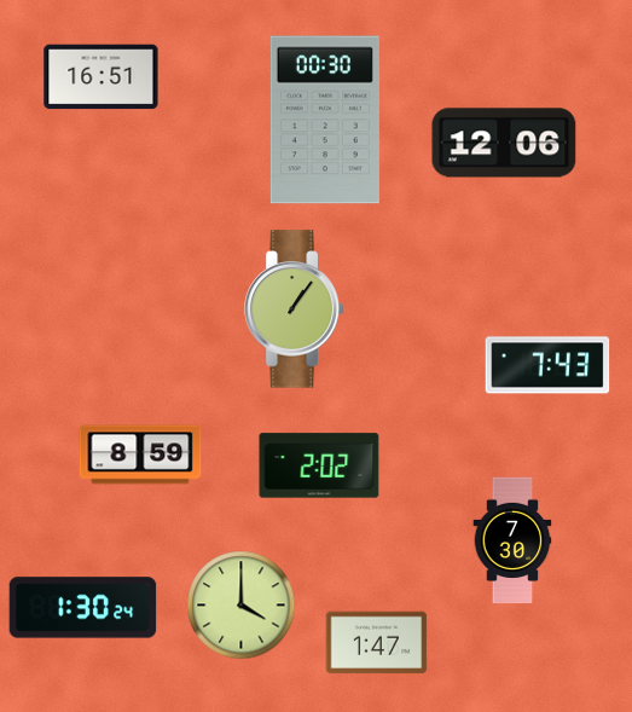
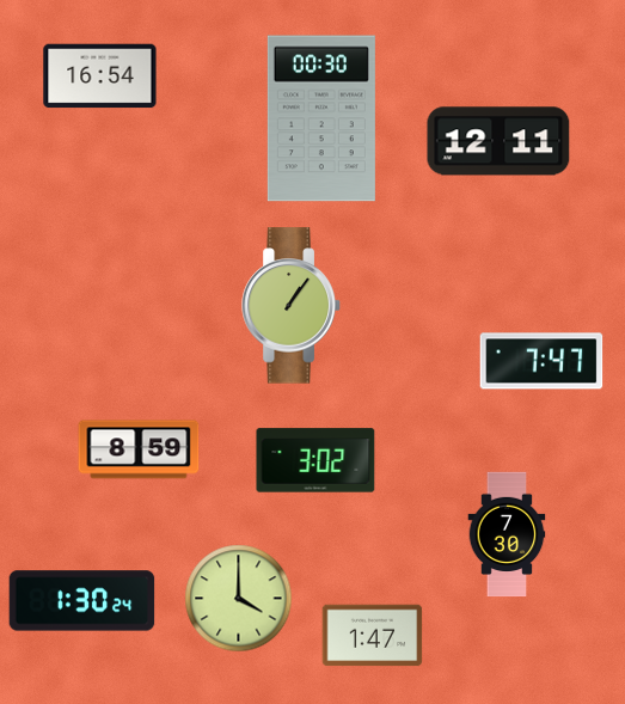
clock at (102, 77): 16:51 -> 16:54
clock at (504, 143): 12:06 -> 12:11
clock at (547, 365): 7:43 -> 7:47
clock at (319, 465): 2:02 -> 3:02
